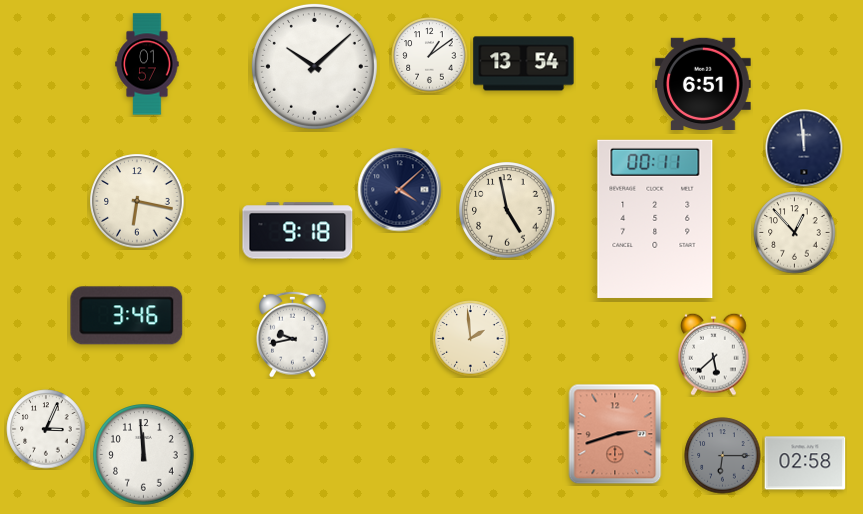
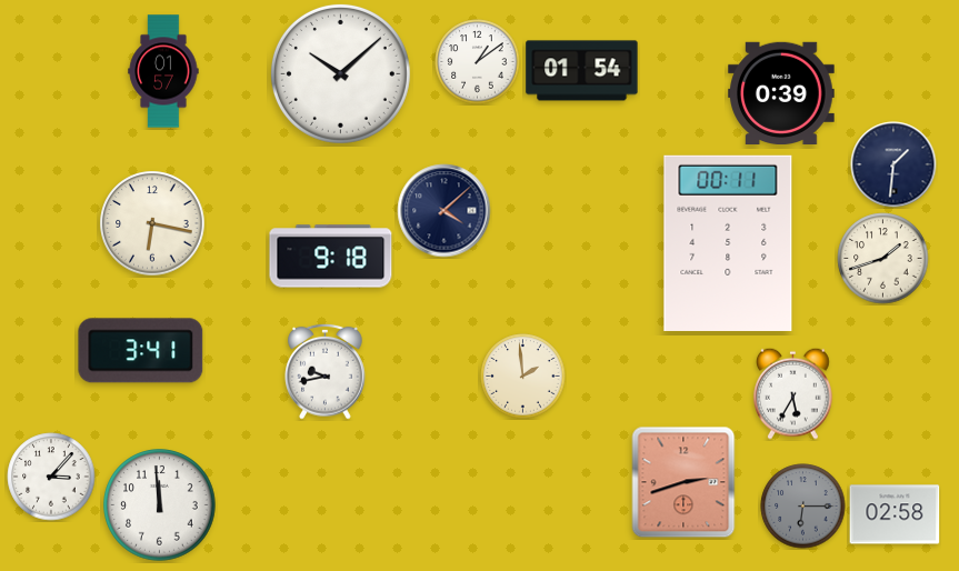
clock at (524, 64): 13:54 -> 01:54
clock at (314, 66) position: (314, 66) -> (340, 73)
clock at (703, 83): 6:51 -> 0:39
clock at (804, 148): 11:59 -> 1:31
clock at (507, 210): 4:58 -> none
clock at (795, 233): 12:53 -> 1:42
clock at (127, 316): 3:46 -> 3:41
clock at (714, 354): 5:38 -> 5:35
clock at (46, 429): 3:04 -> 3:07
